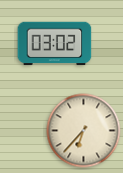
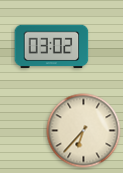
clock at (55, 44) position: (55, 44) -> (52, 47)
